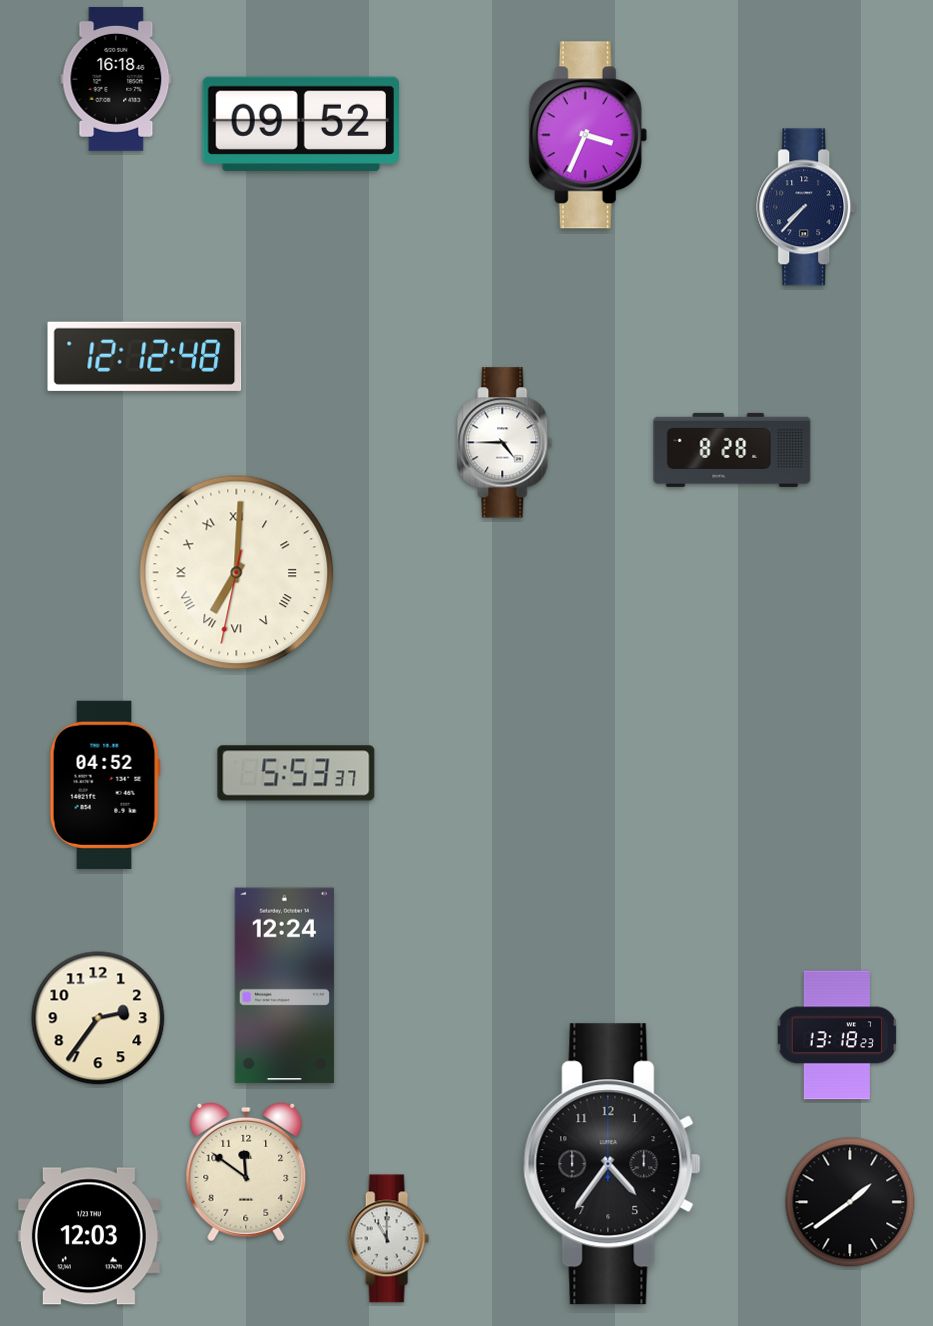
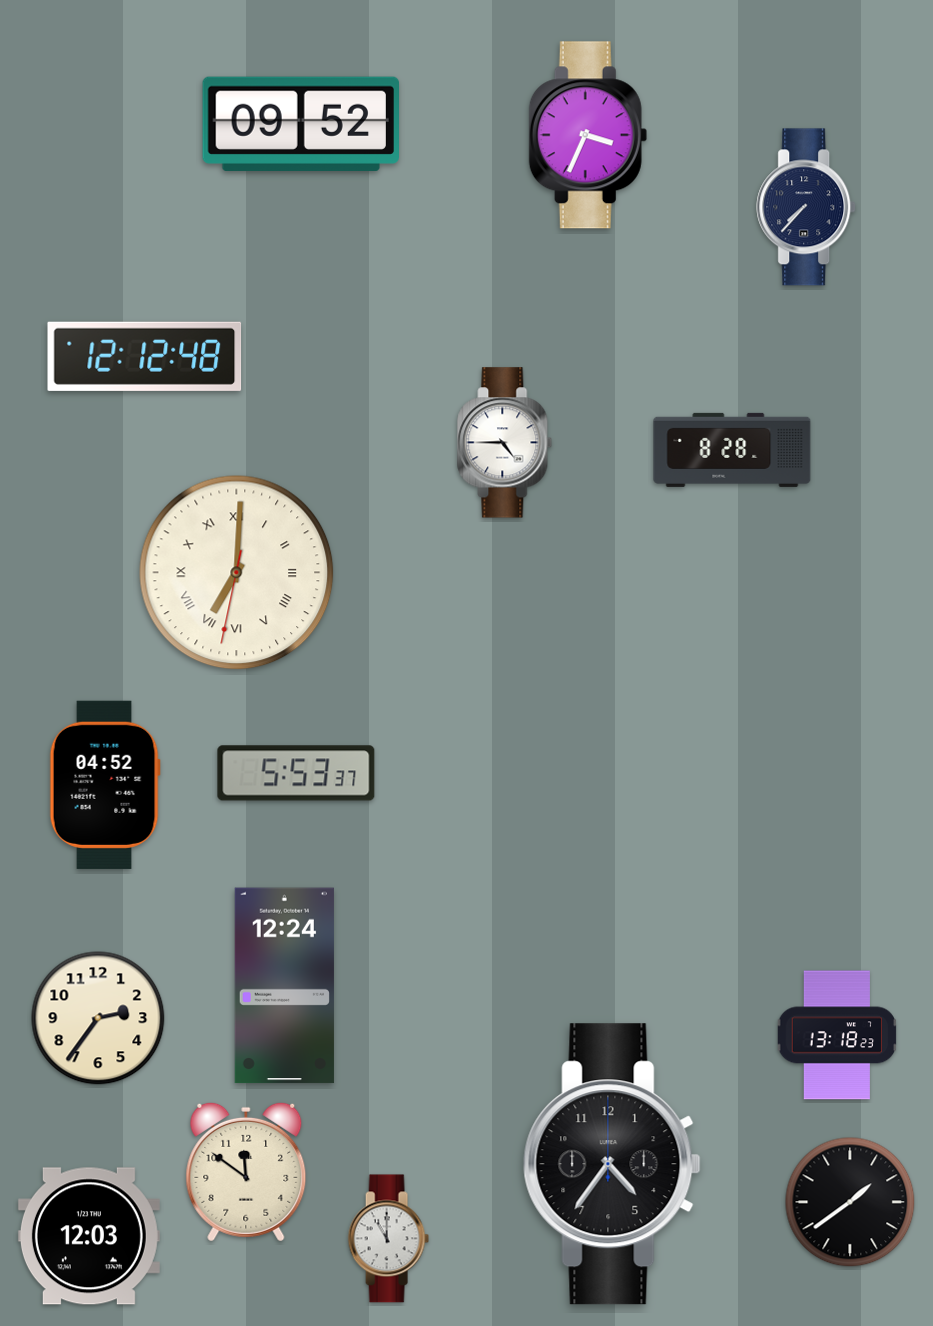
clock at (116, 79): 16:18 -> none
